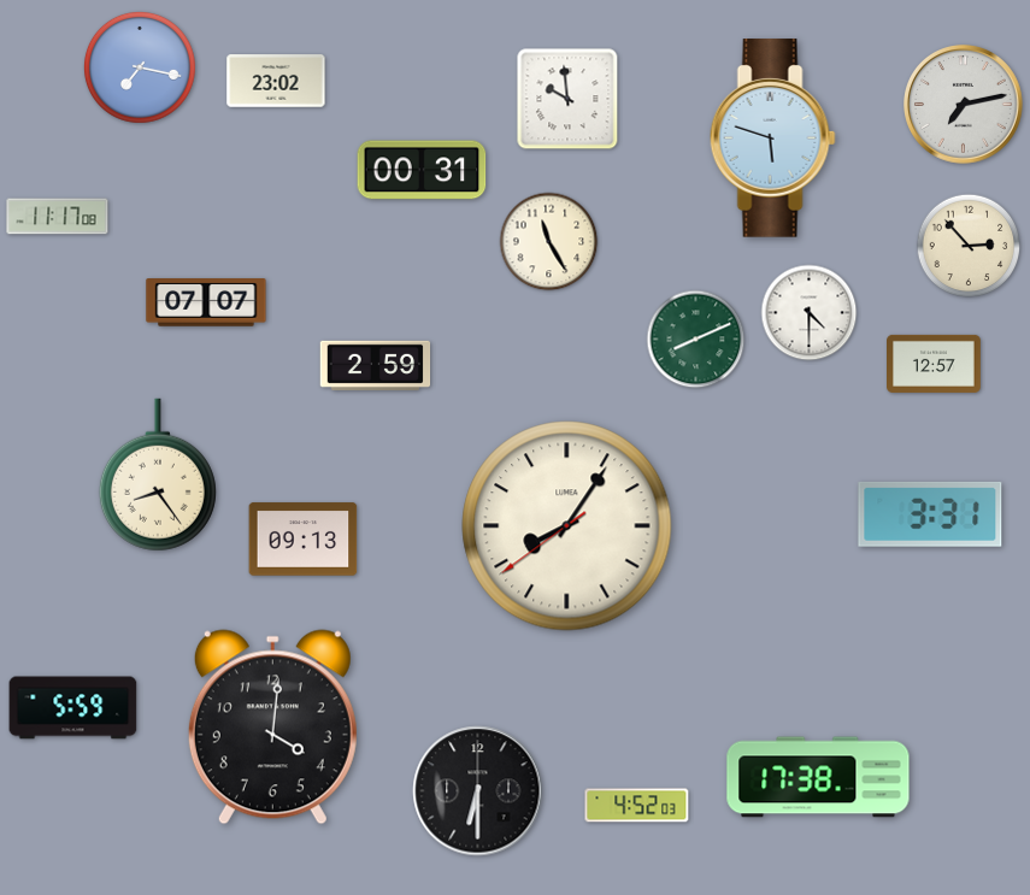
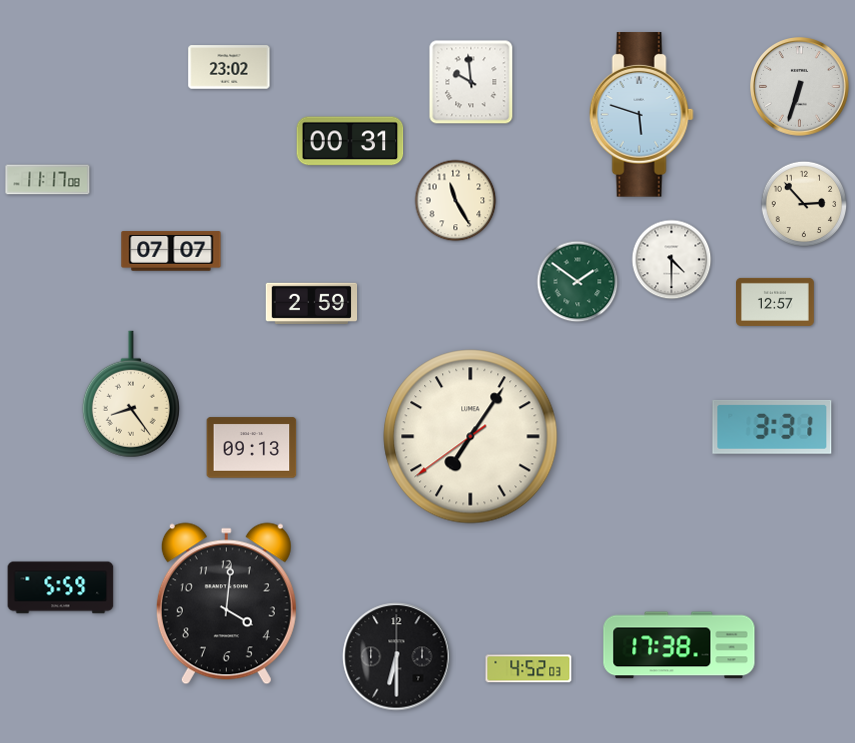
clock at (140, 67): 7:17 -> none
clock at (964, 105): 7:13 -> 6:33
clock at (696, 340): 8:11 -> 1:51
clock at (567, 526): 8:05 -> 7:05
